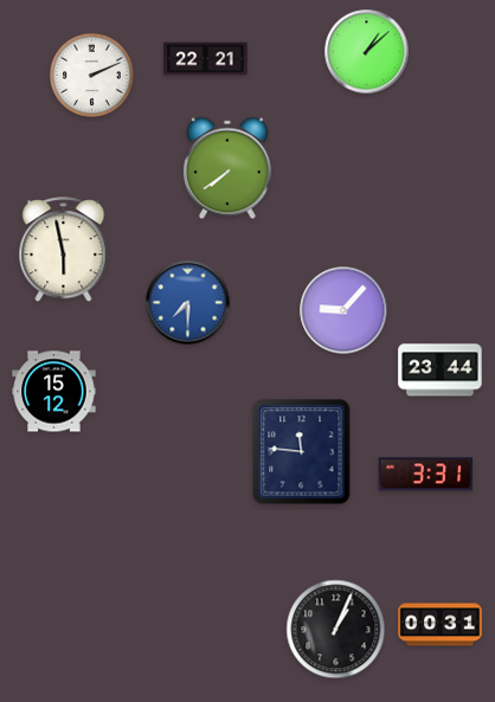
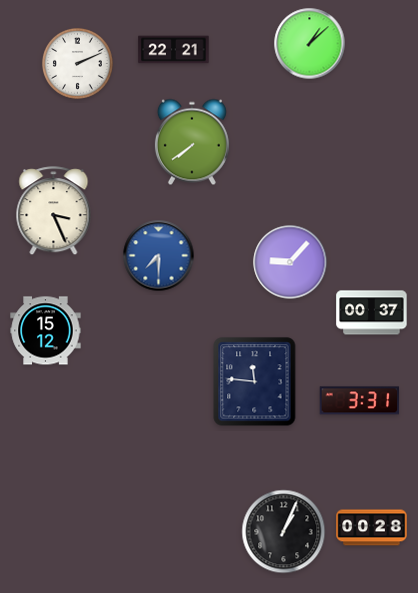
clock at (64, 250): 5:58 -> 3:26
clock at (441, 371): 23:44 -> 00:37
clock at (441, 625): 00:31 -> 00:28
